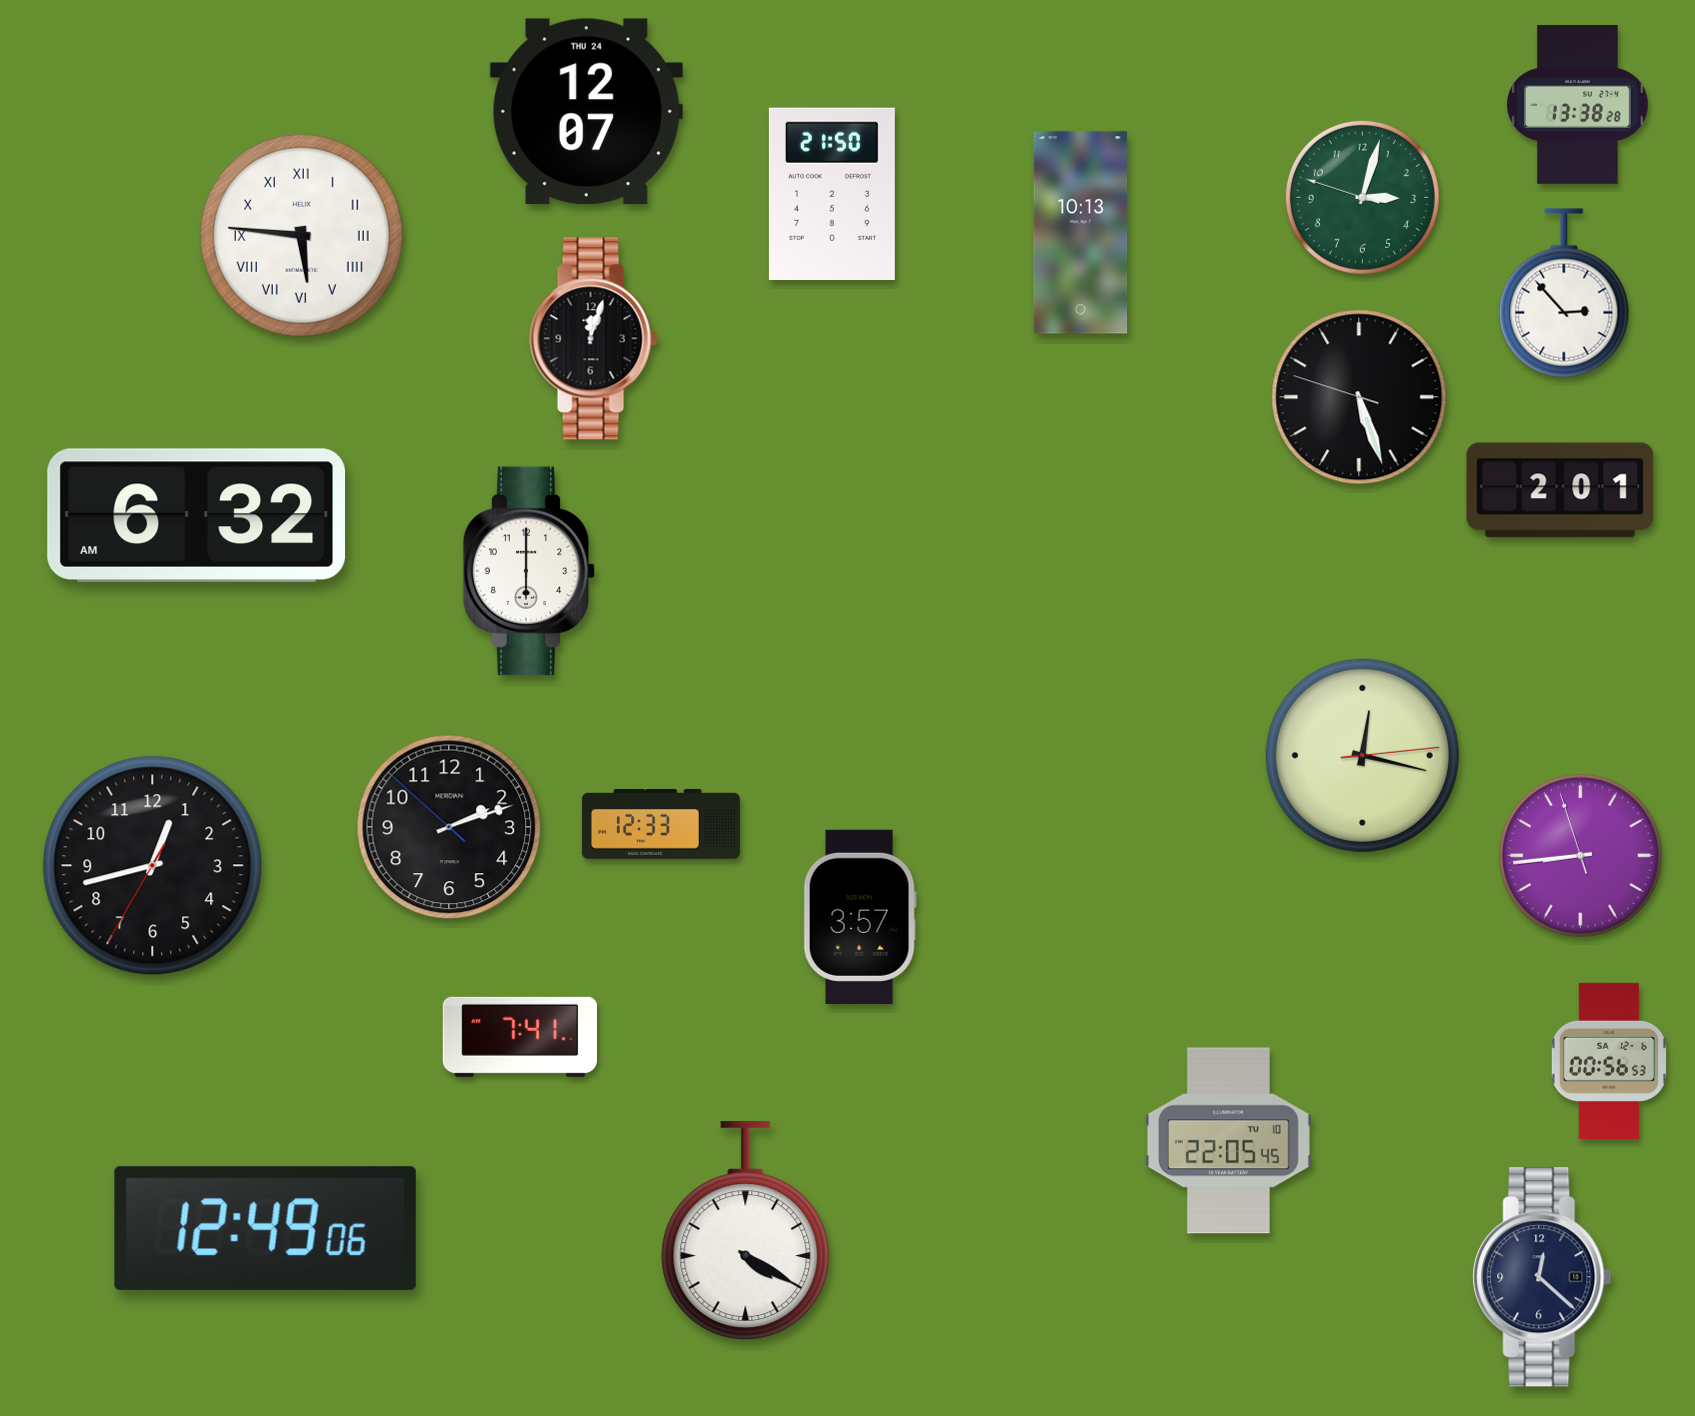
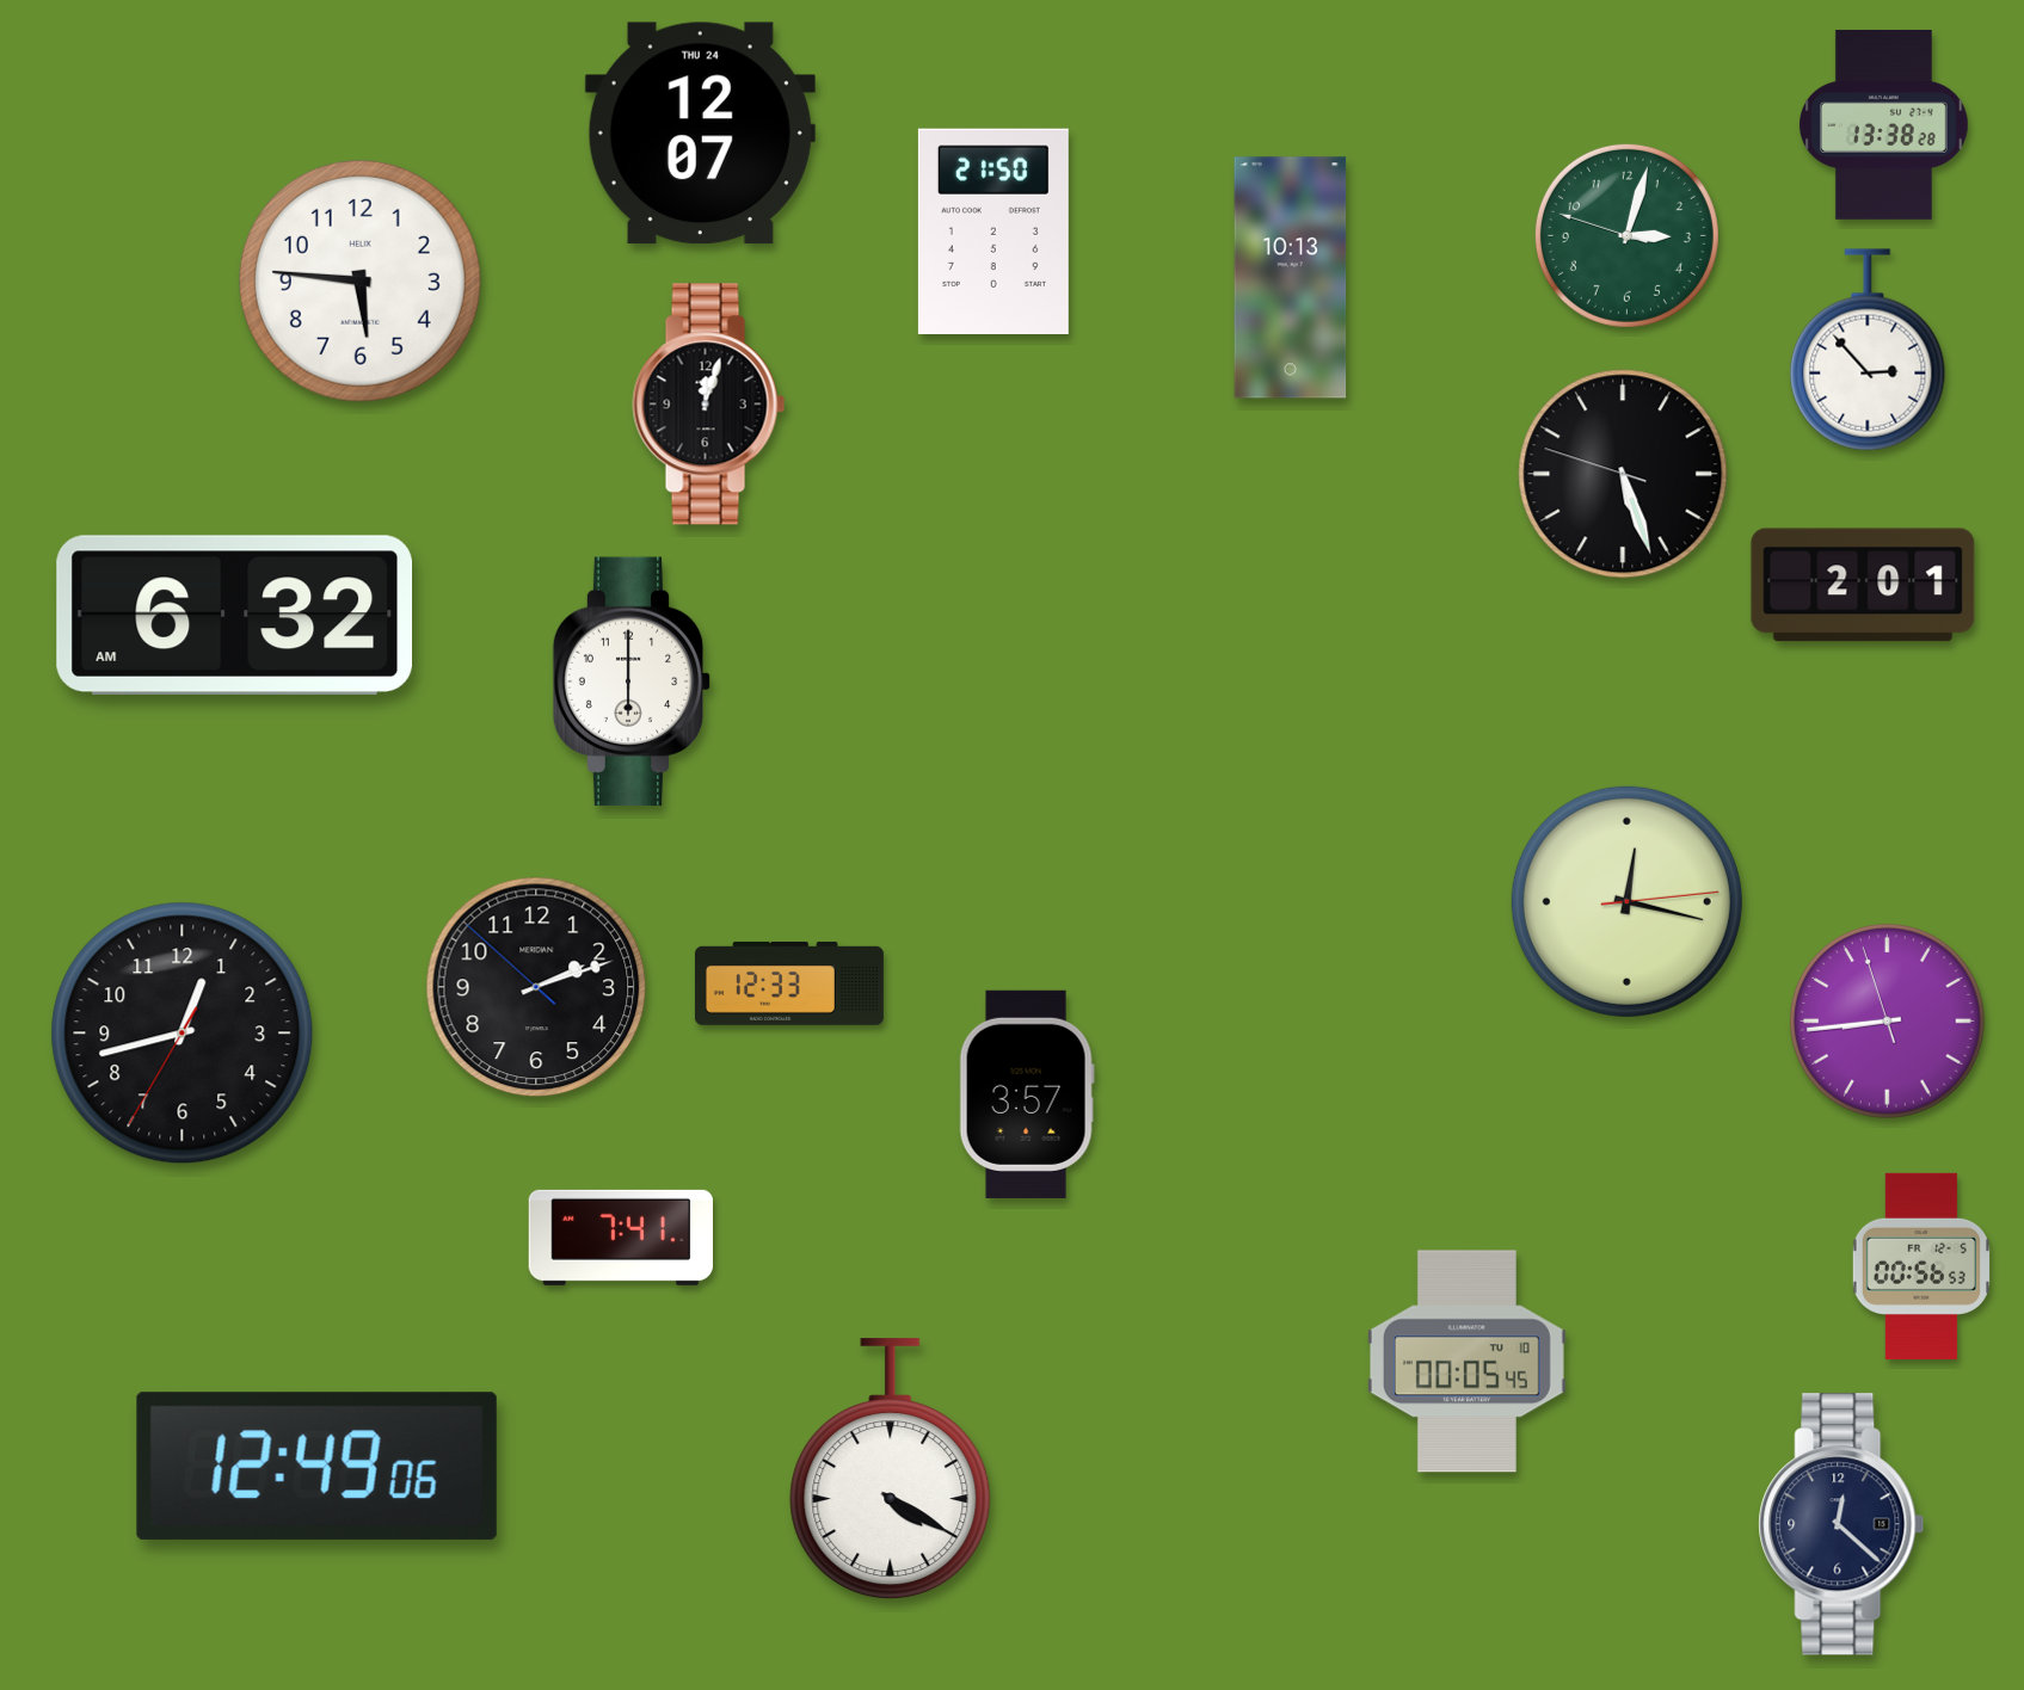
clock at (301, 235) numerals: Roman -> Arabic
clock at (1608, 1061) date: SA 12-6 -> FR 12-5
clock at (1228, 1141): 22:05 -> 00:05
